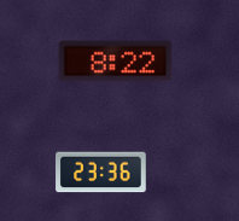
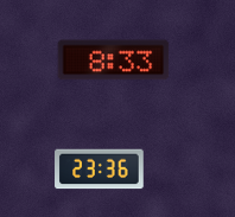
clock at (116, 62): 8:22 -> 8:33
